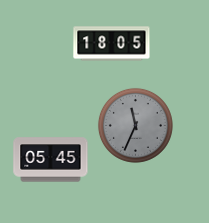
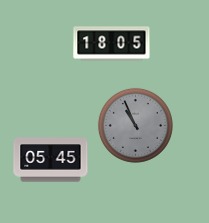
clock at (135, 125): 11:34 -> 10:56
